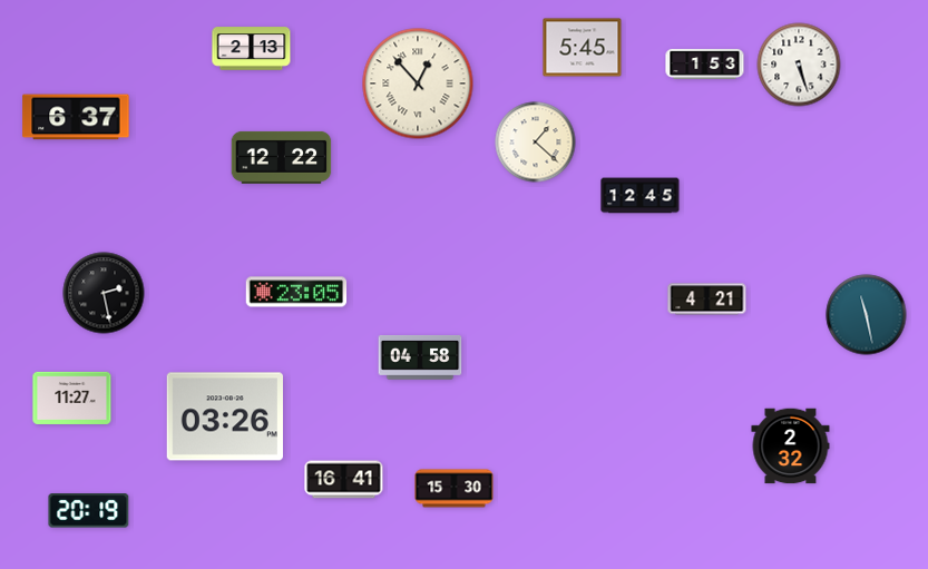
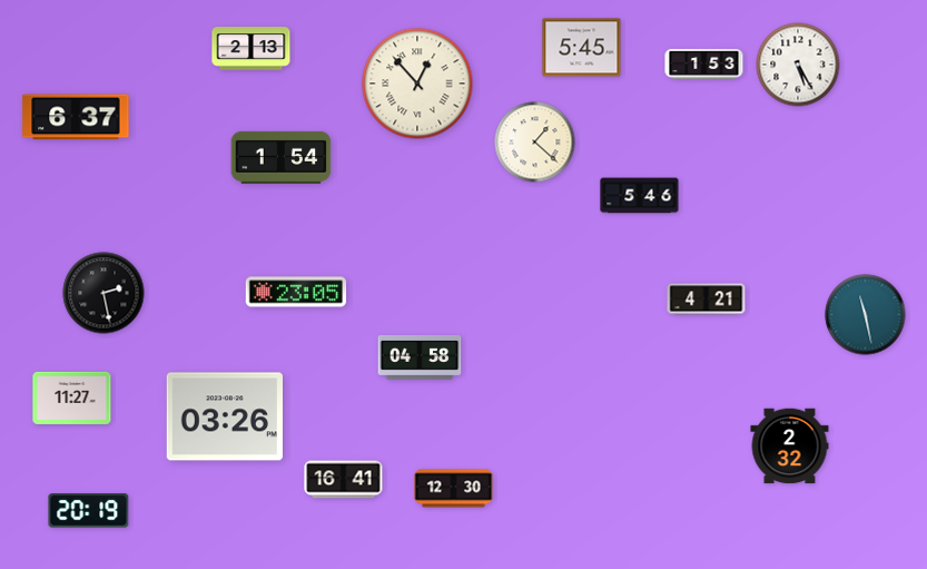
clock at (799, 65): 5:27 -> 5:25
clock at (282, 157): 12:22 -> 1:54
clock at (641, 196): 12:45 -> 5:46
clock at (455, 489): 15:30 -> 12:30
